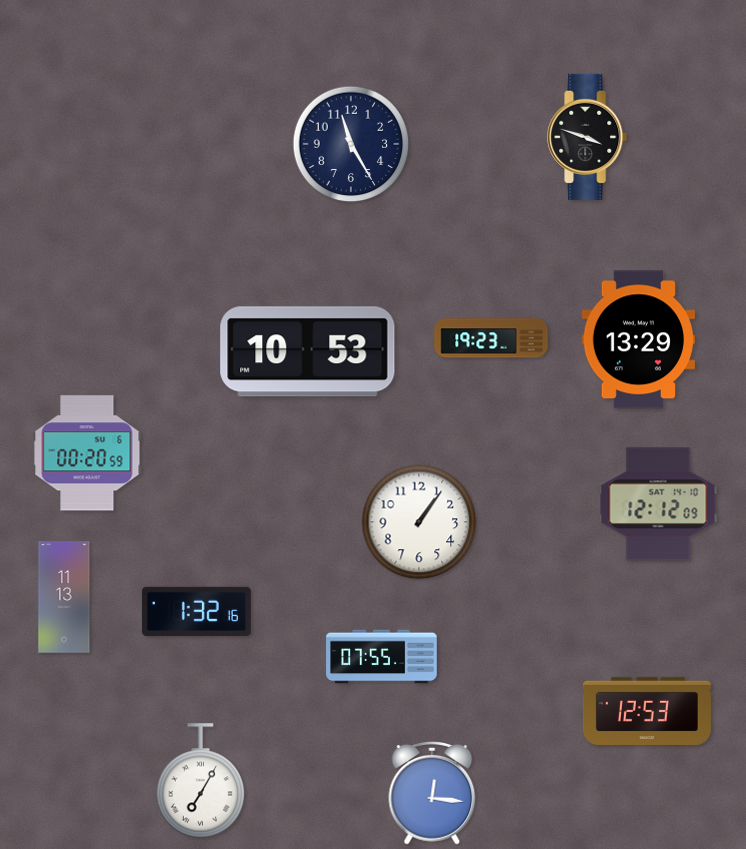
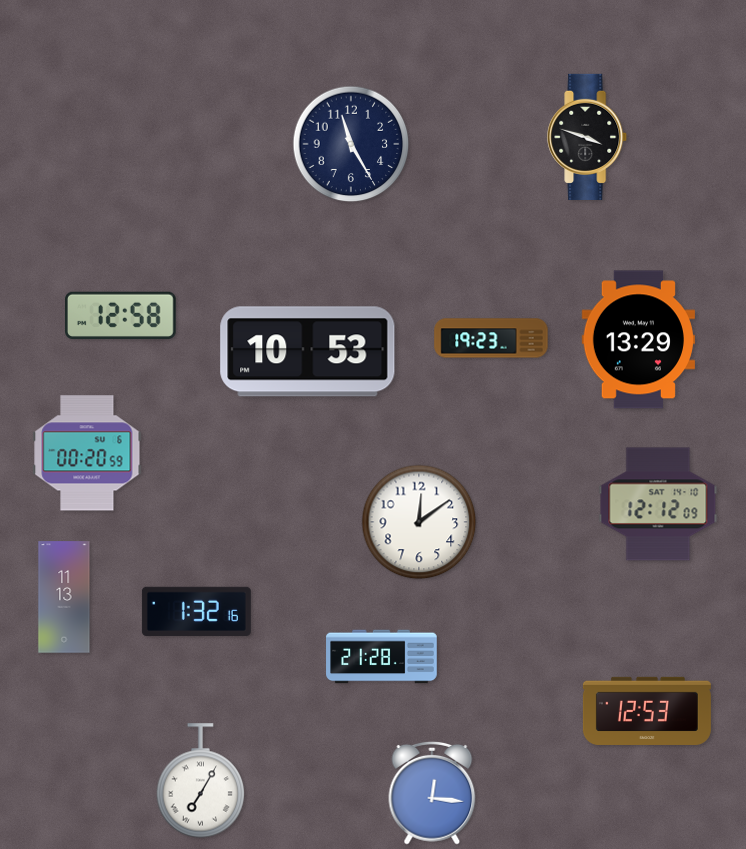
clock at (121, 315): none -> 12:58
clock at (419, 522): 1:06 -> 12:09
clock at (382, 657): 07:55 -> 21:28
